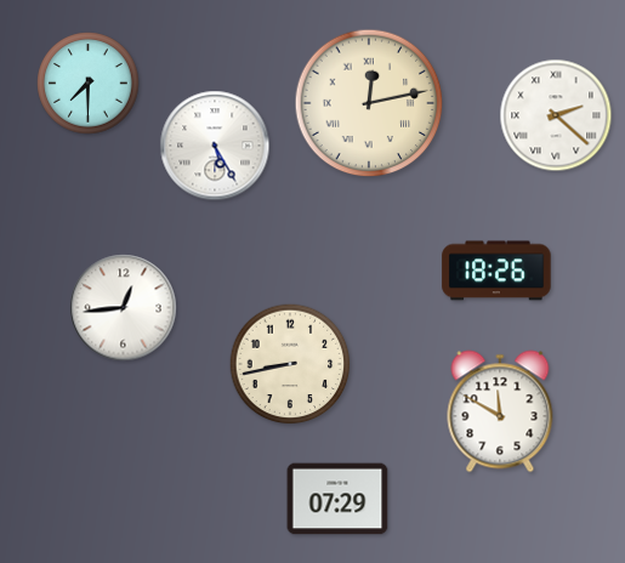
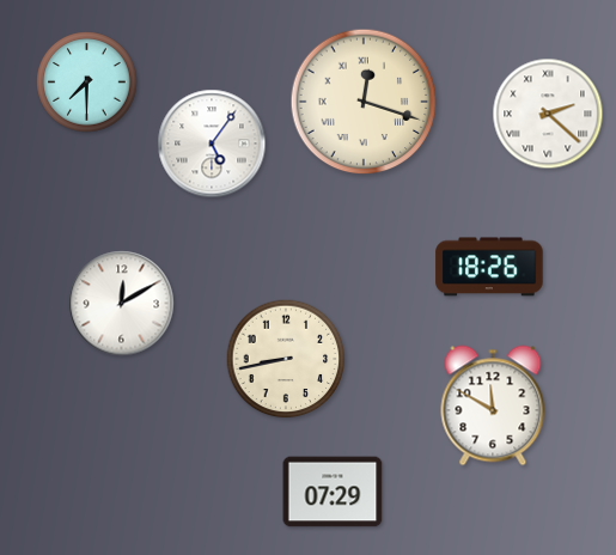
clock at (369, 103): 12:13 -> 12:18
clock at (215, 146): 5:25 -> 5:06
clock at (124, 308): 12:44 -> 12:10
